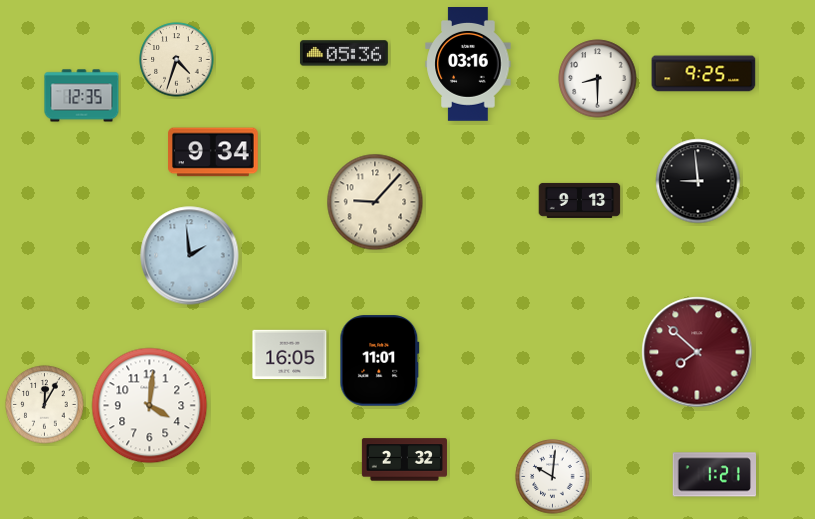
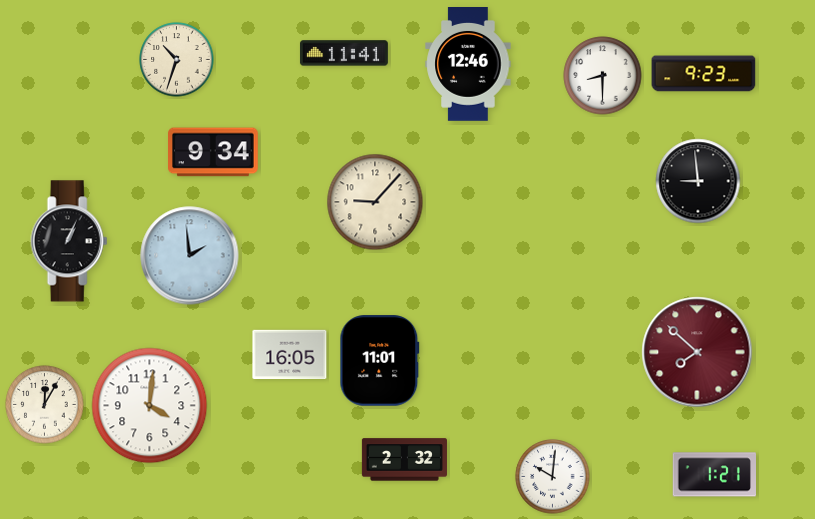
clock at (344, 53): 05:36 -> 11:41
clock at (177, 60): 4:33 -> 10:33
clock at (468, 65): 03:16 -> 12:46
clock at (704, 74): 9:25 -> 9:23
clock at (598, 79) position: (598, 79) -> (603, 76)
clock at (82, 96): 12:35 -> none
clock at (580, 200): 9:13 -> none
clock at (69, 241): none -> 1:04
